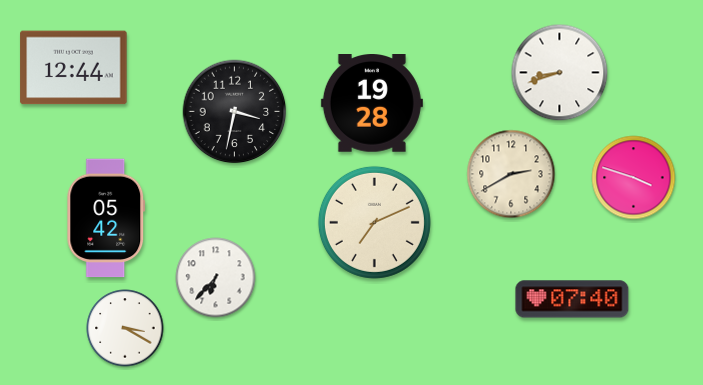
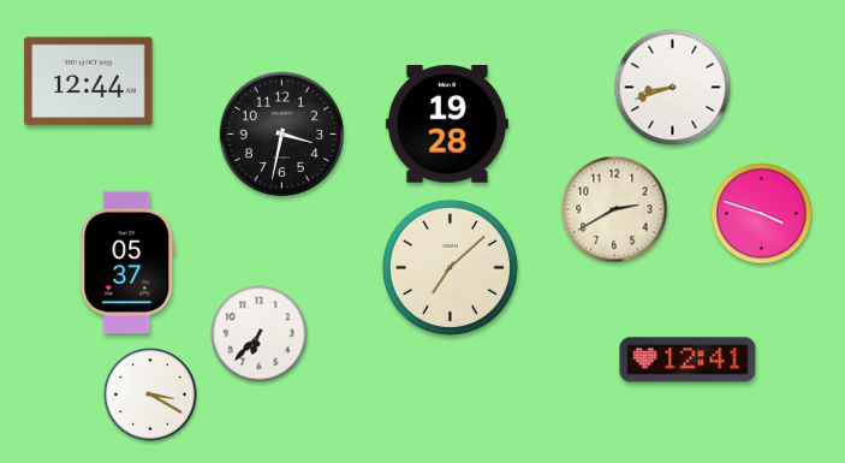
clock at (106, 218): 05:42 -> 05:37
clock at (374, 222): 7:11 -> 7:08
clock at (572, 299): 07:40 -> 12:41
